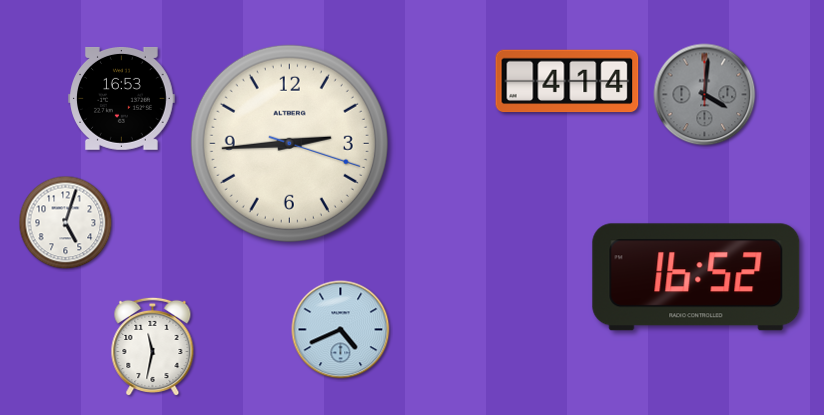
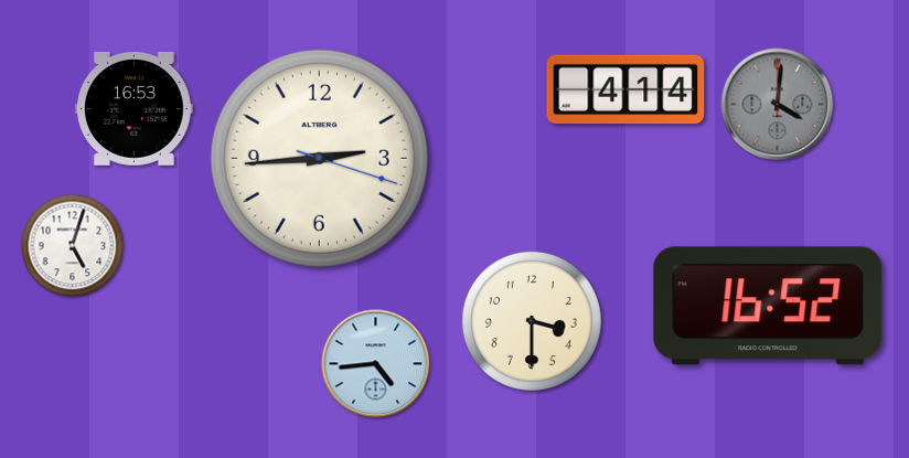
clock at (532, 321): none -> 3:30
clock at (341, 330): 4:41 -> 4:44
clock at (153, 347): 11:32 -> none
